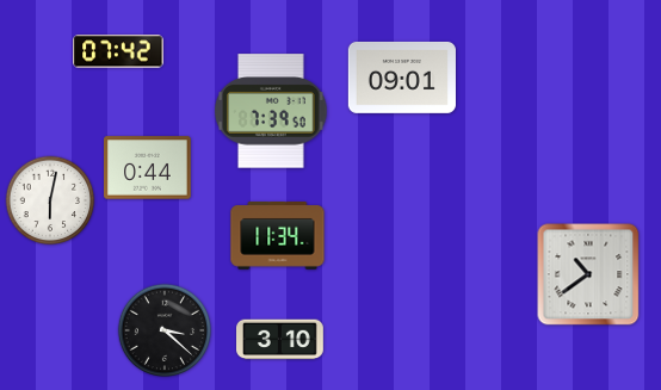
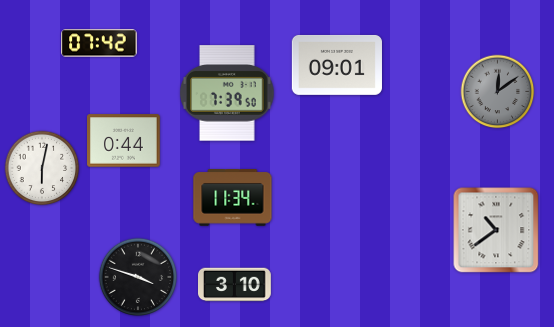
clock at (498, 92): none -> 12:09
clock at (588, 274) position: (588, 274) -> (496, 230)
clock at (163, 329): 3:22 -> 3:48
